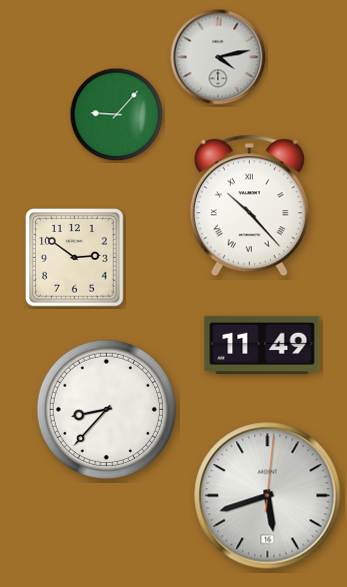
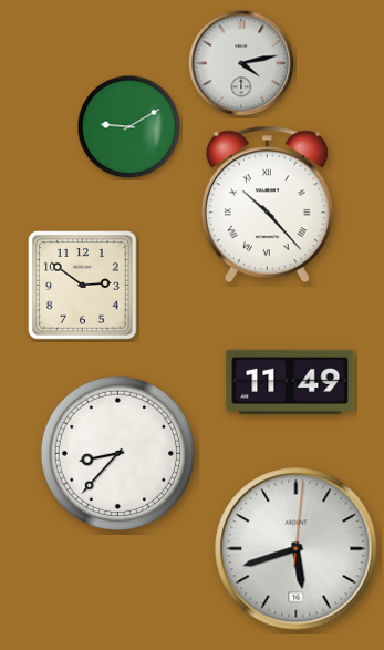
clock at (117, 115): 9:07 -> 9:10
clock at (249, 206) position: (249, 206) -> (267, 205)
